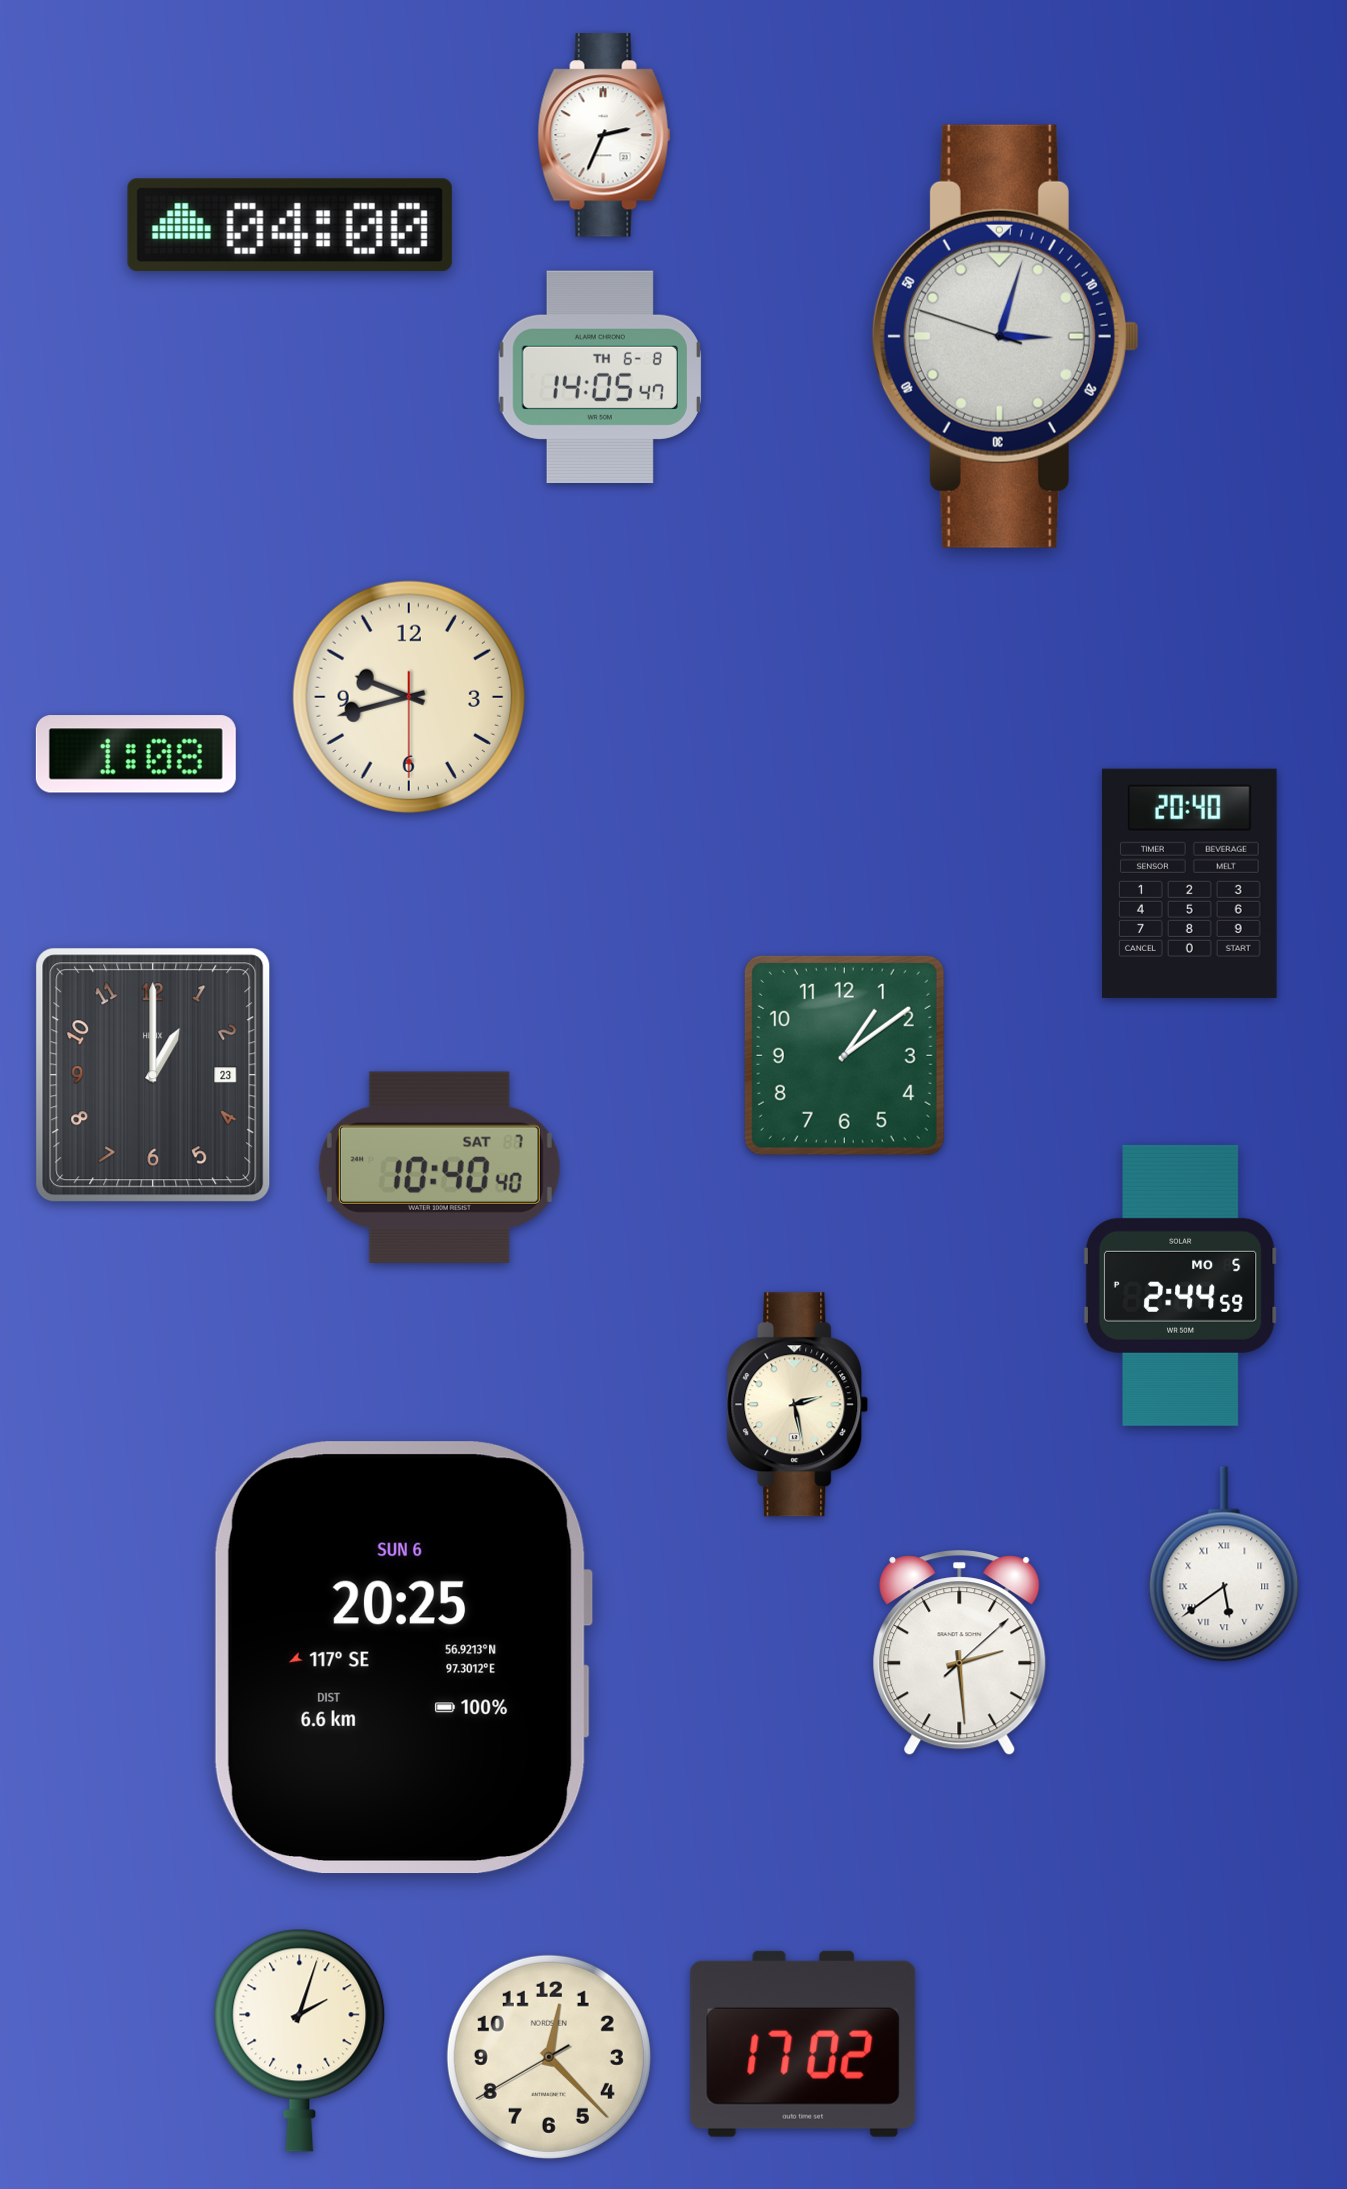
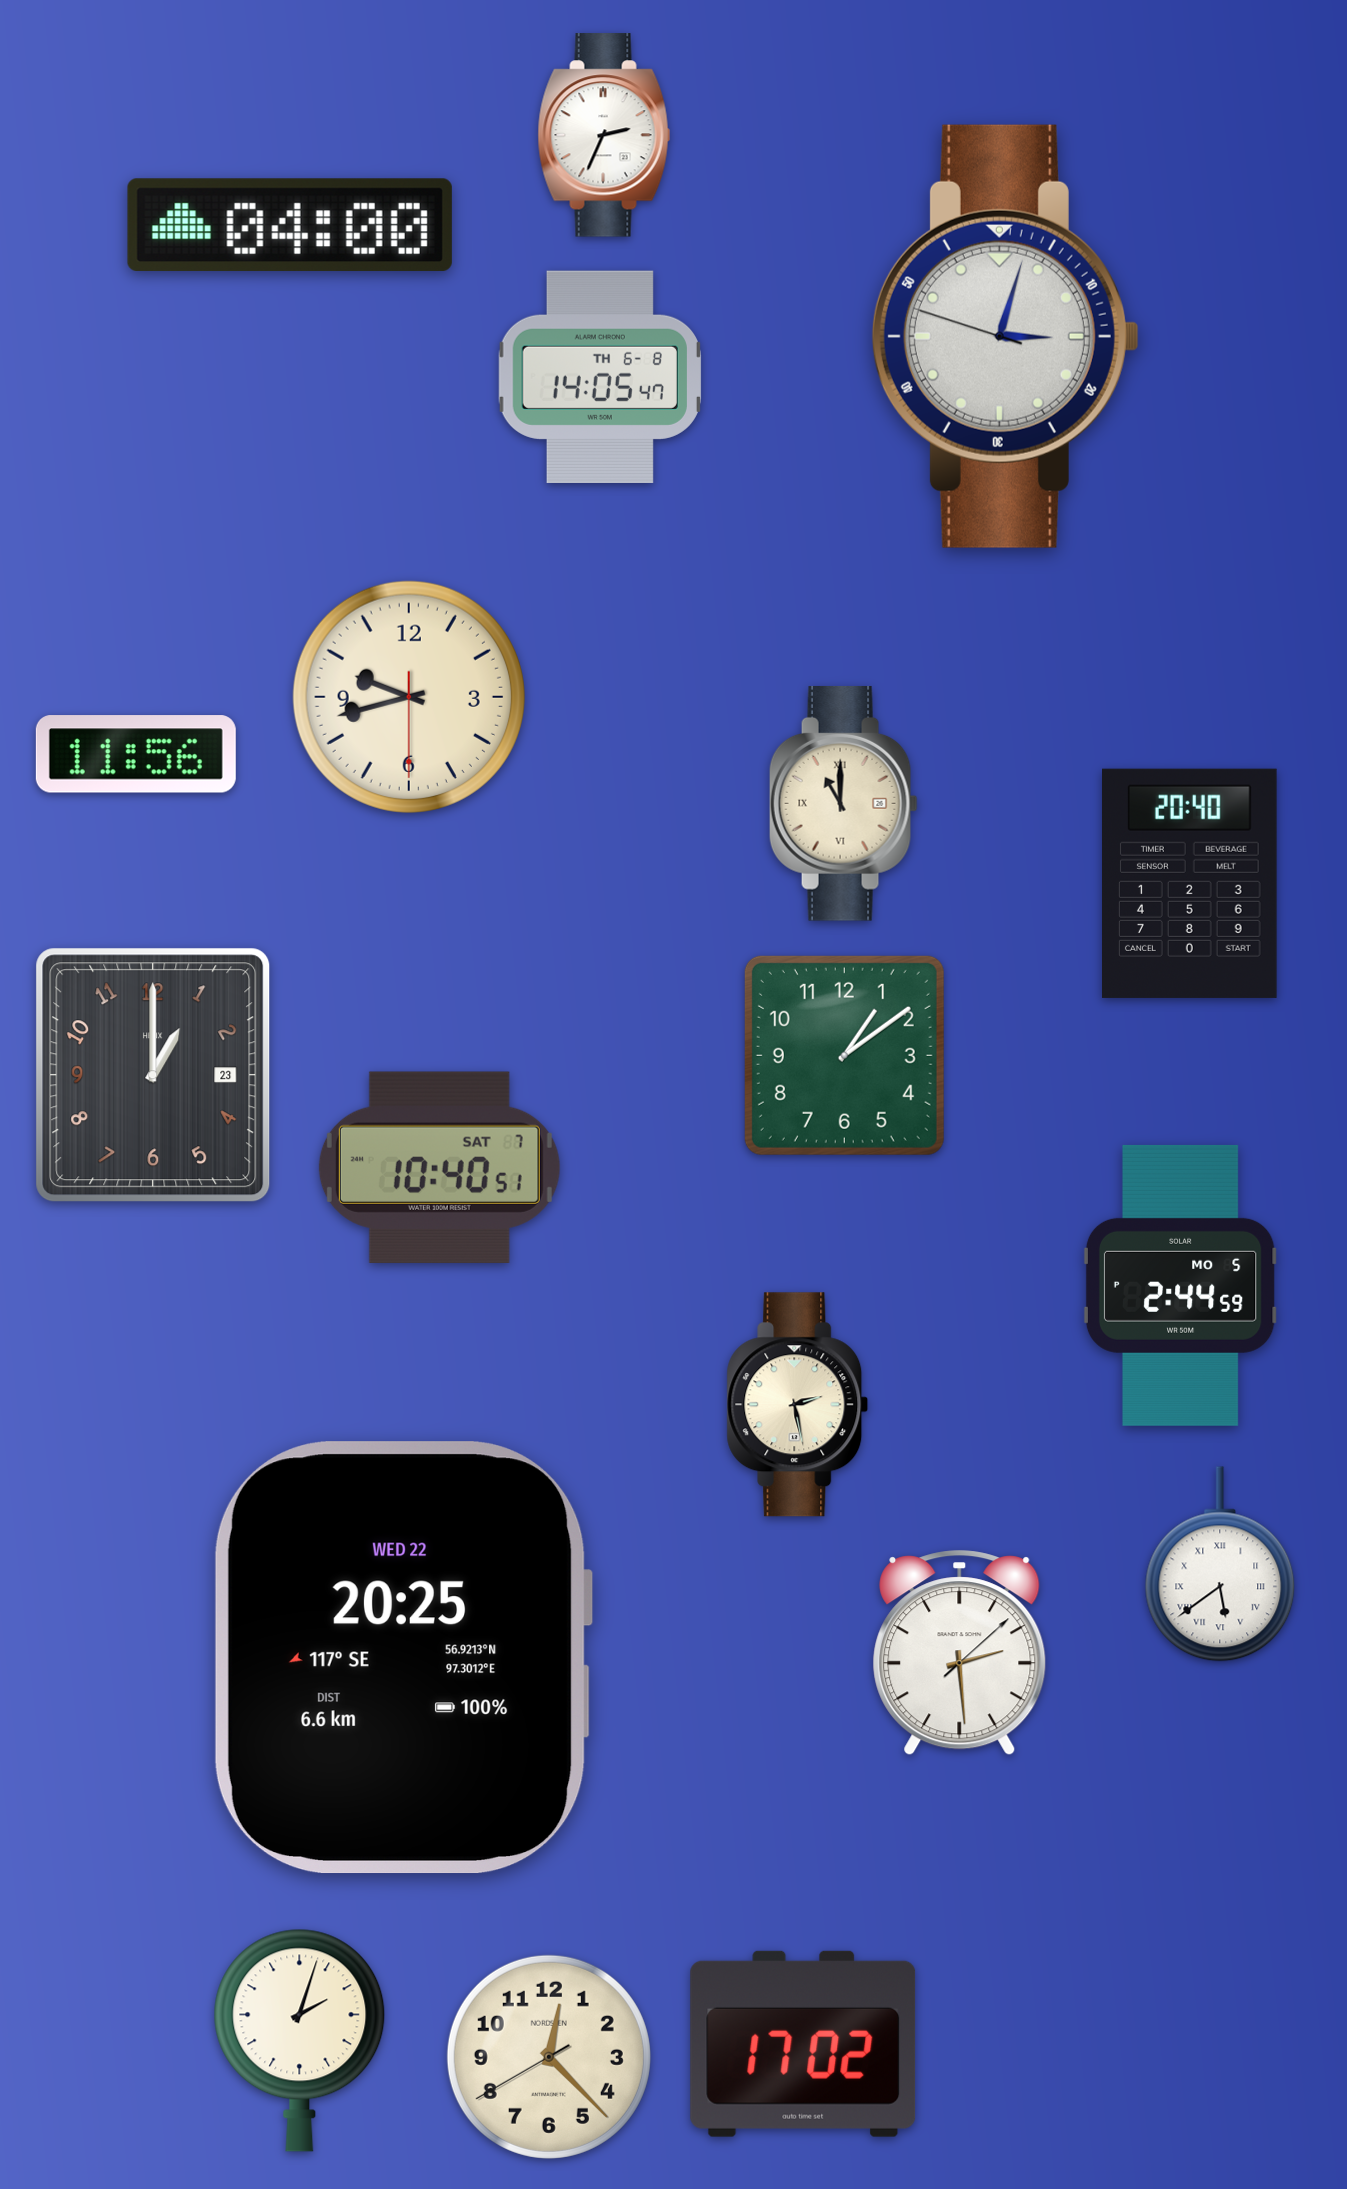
clock at (136, 754): 1:08 -> 11:56
clock at (843, 803): none -> 11:00
clock at (439, 1167): 10:40:40 -> 10:40:51
clock at (1224, 1564) position: (1224, 1564) -> (1220, 1564)
clock at (403, 1658) date: SUN 6 -> WED 22
